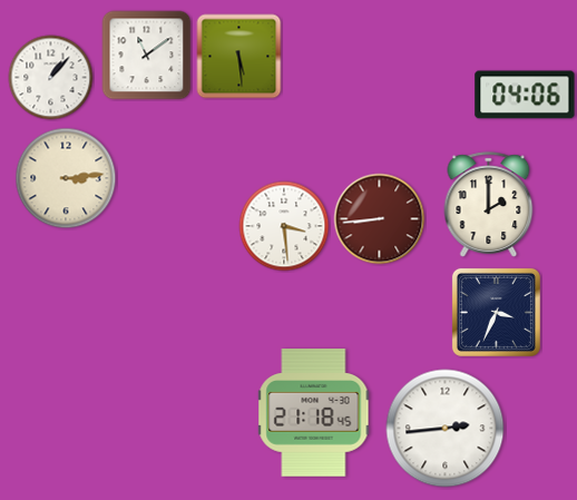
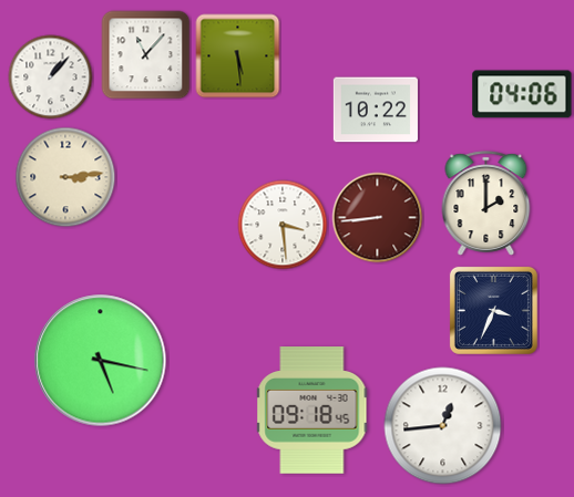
clock at (147, 56): 11:09 -> 11:07
clock at (376, 110): none -> 10:22
clock at (101, 361): none -> 5:17
clock at (314, 413): 21:18 -> 09:18
clock at (446, 429): 2:44 -> 12:44
